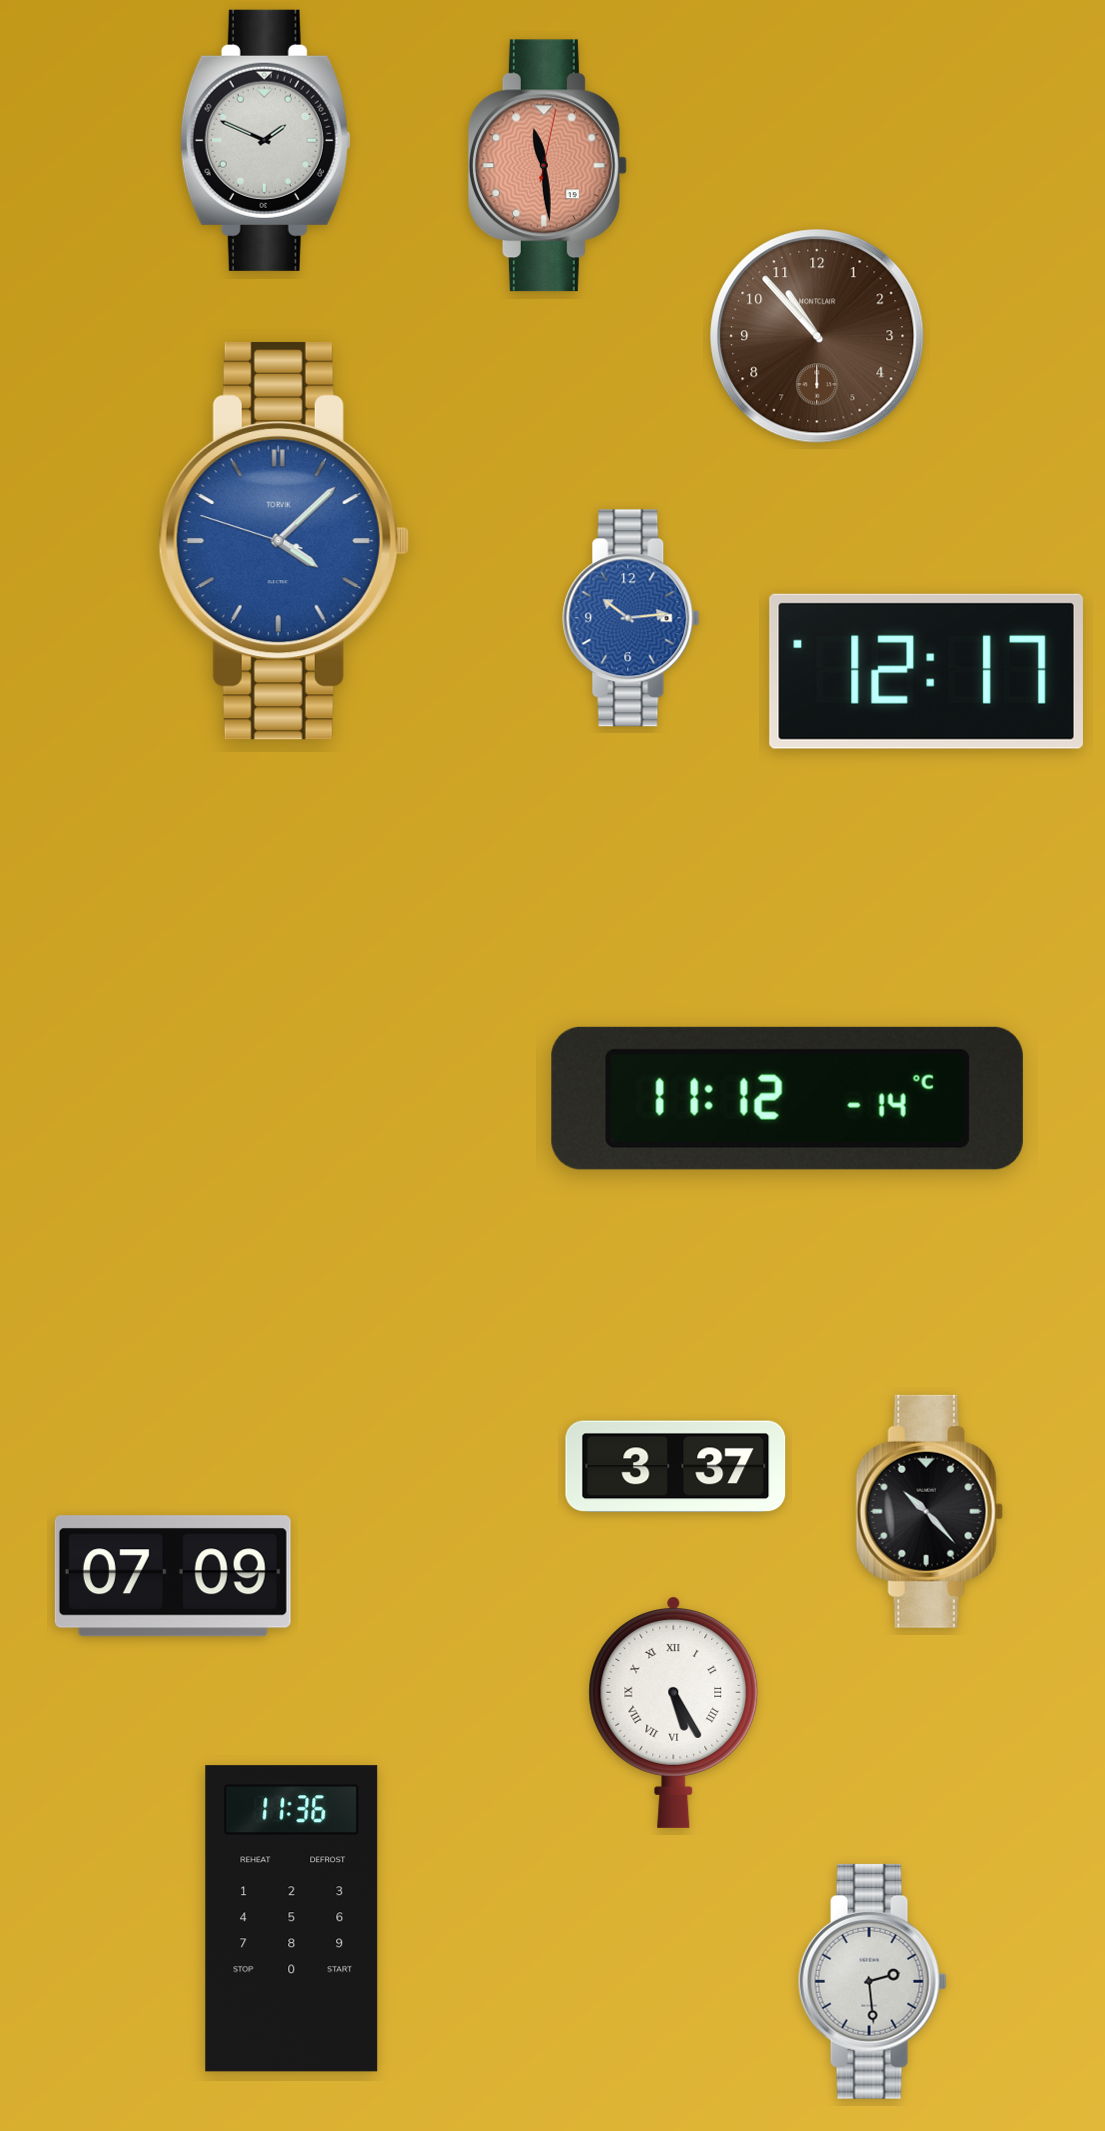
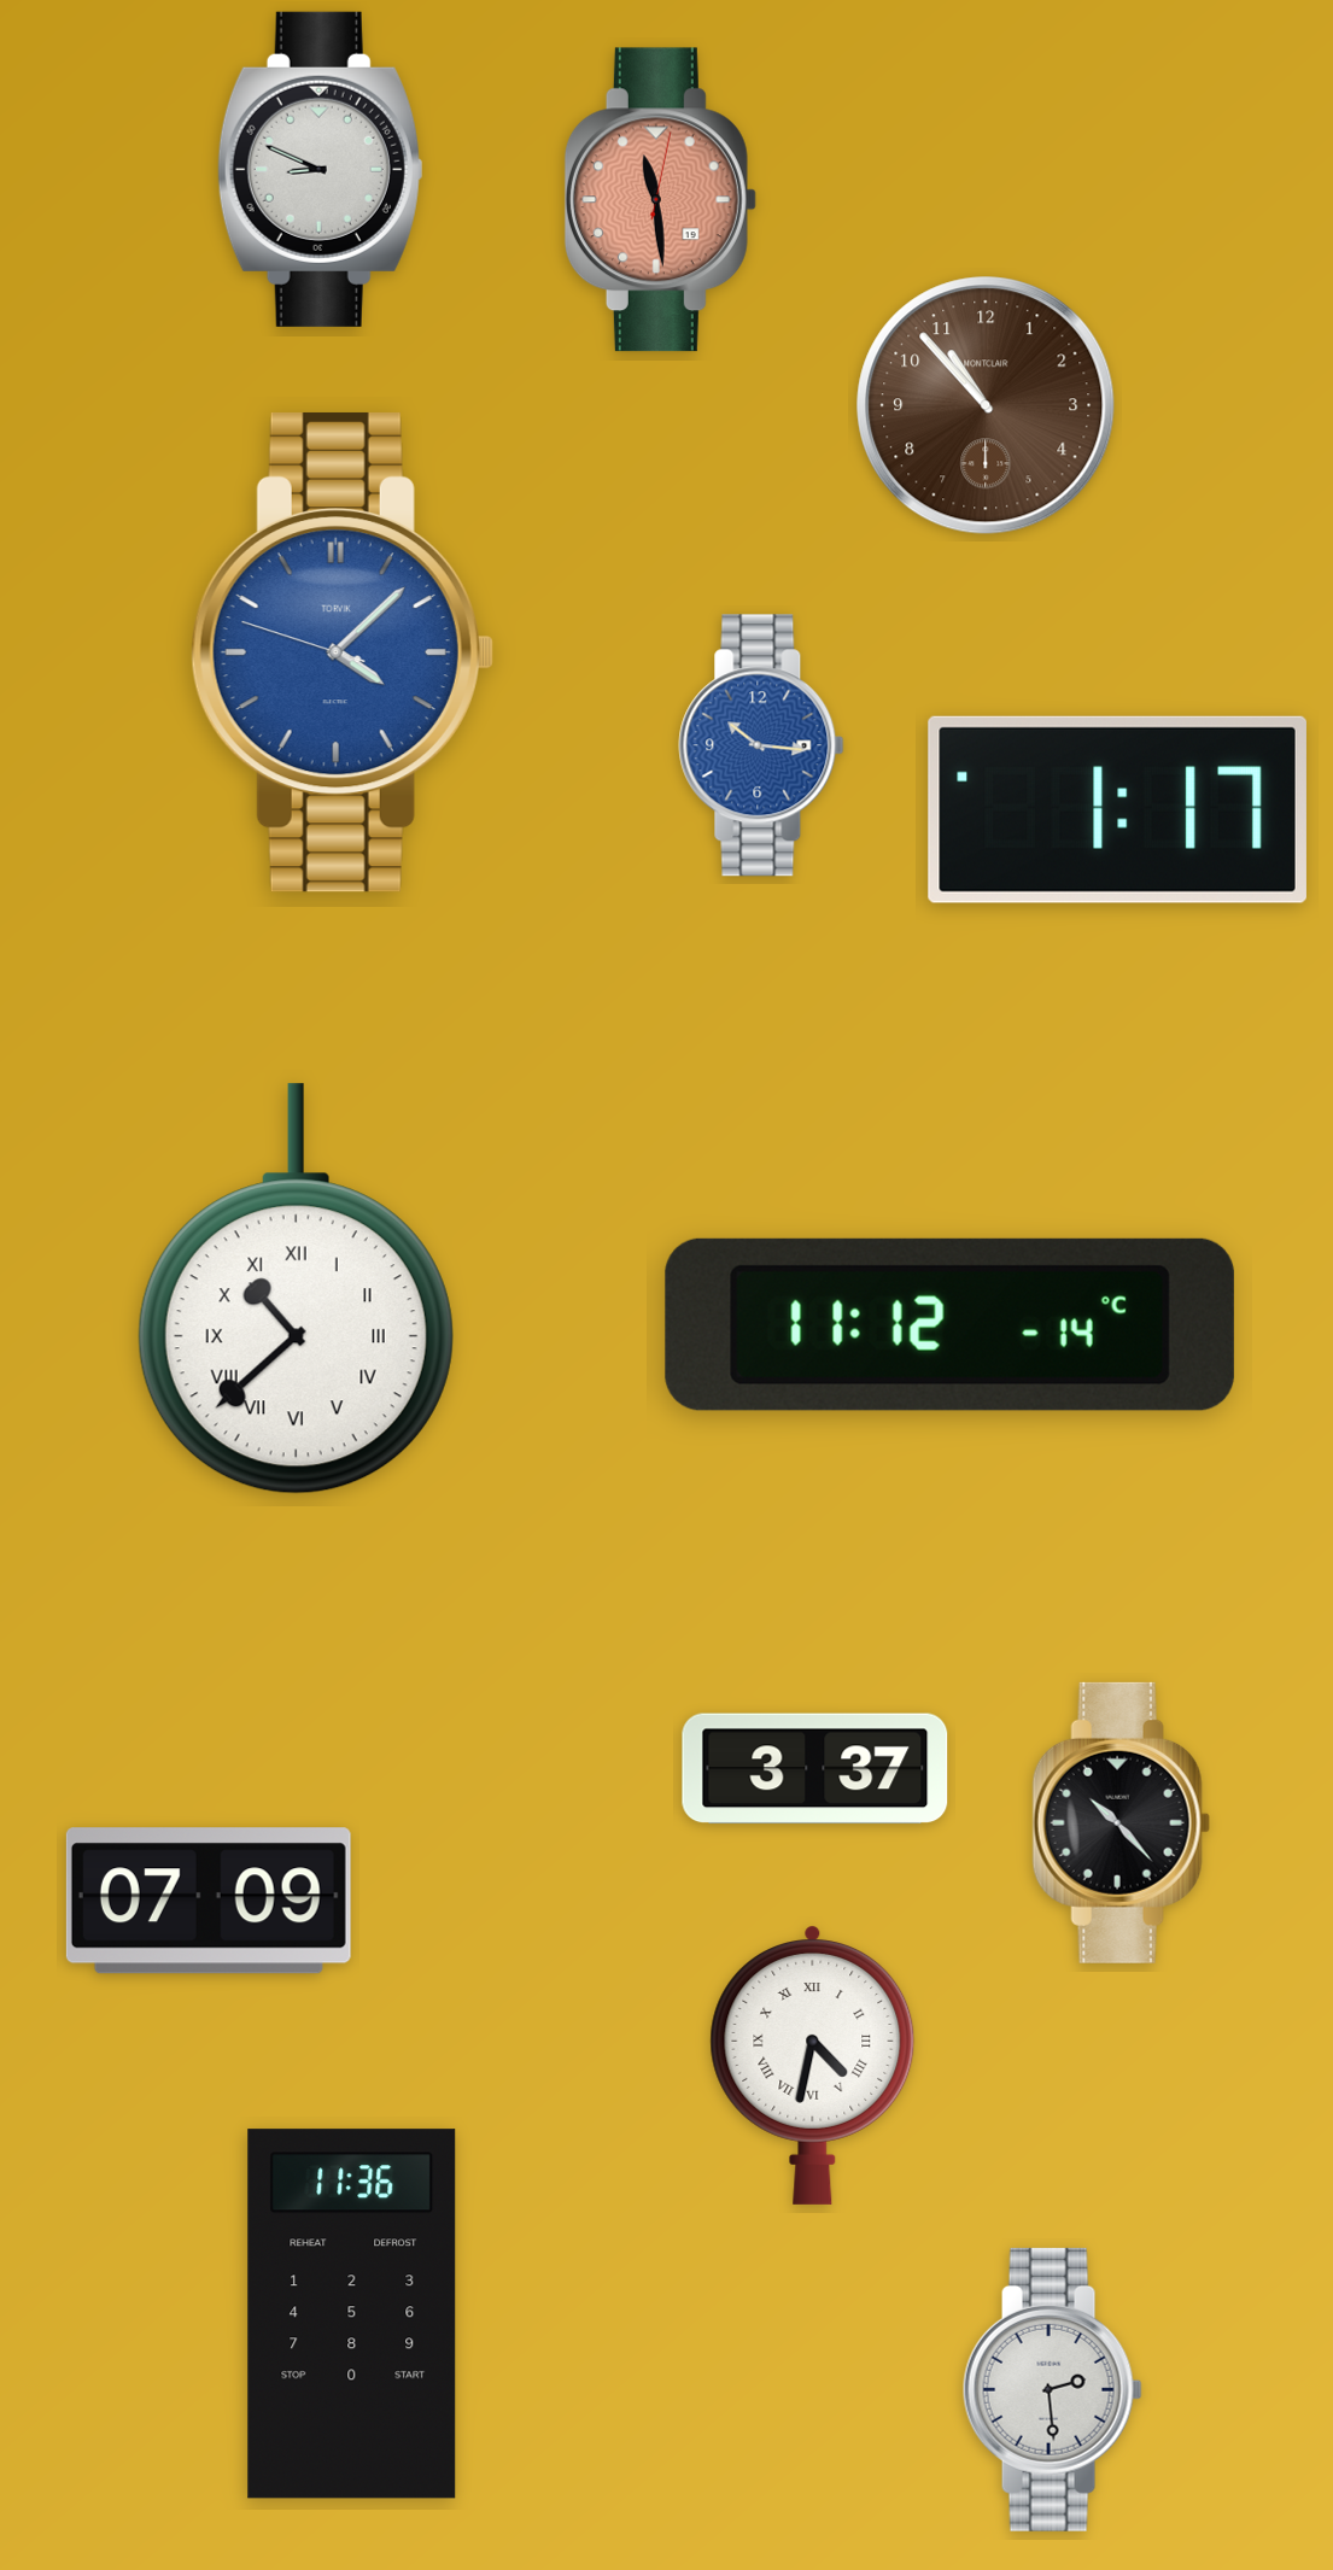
clock at (265, 140): 1:49 -> 8:49
clock at (631, 618): 10:14 -> 10:16
clock at (926, 671): 12:17 -> 1:17
clock at (296, 1289): none -> 10:38
clock at (674, 1713): 5:25 -> 4:32
